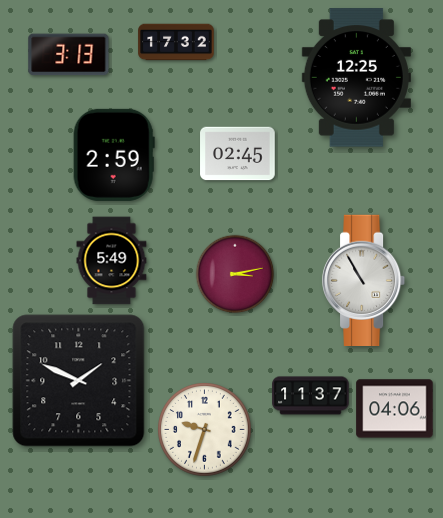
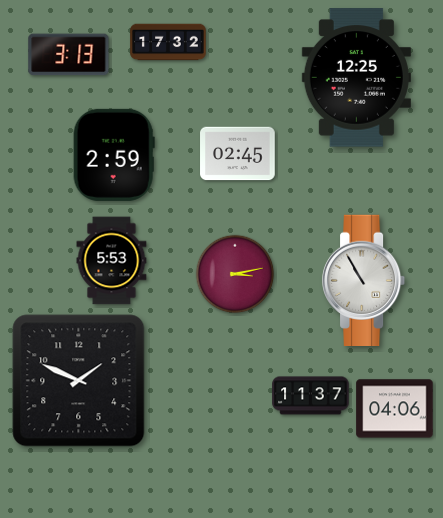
clock at (176, 42) position: (176, 42) -> (168, 42)
clock at (112, 261): 5:49 -> 5:53
clock at (205, 430): 9:33 -> none
